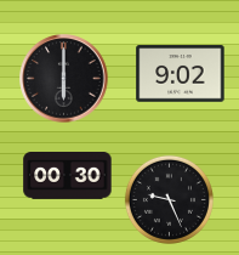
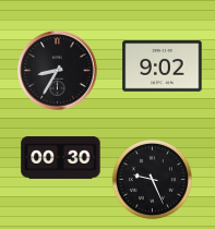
clock at (64, 79): 6:00 -> 8:35
